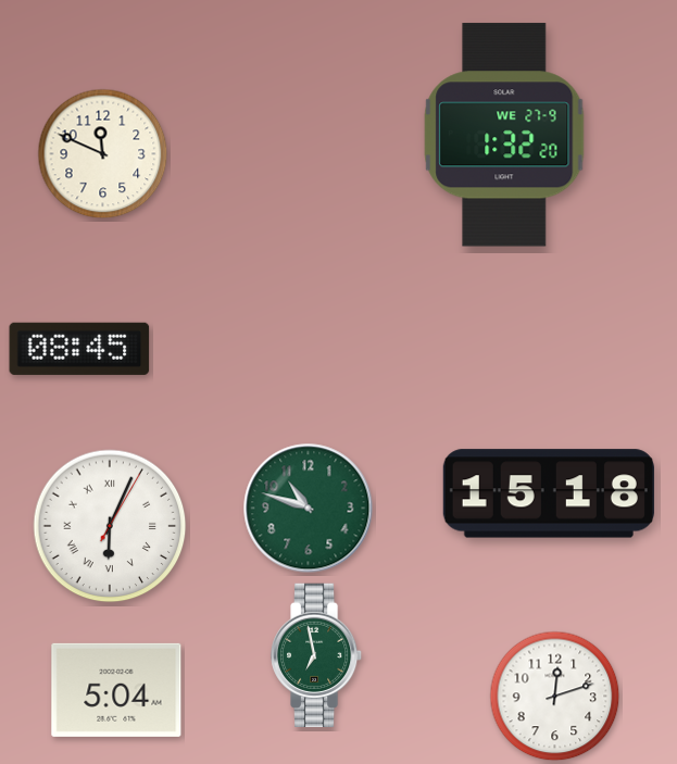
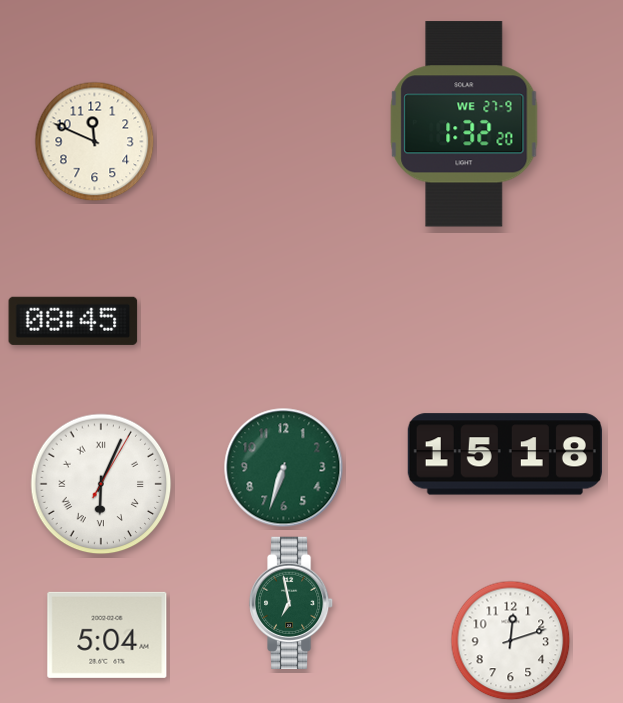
clock at (309, 509): 10:48 -> 6:33
